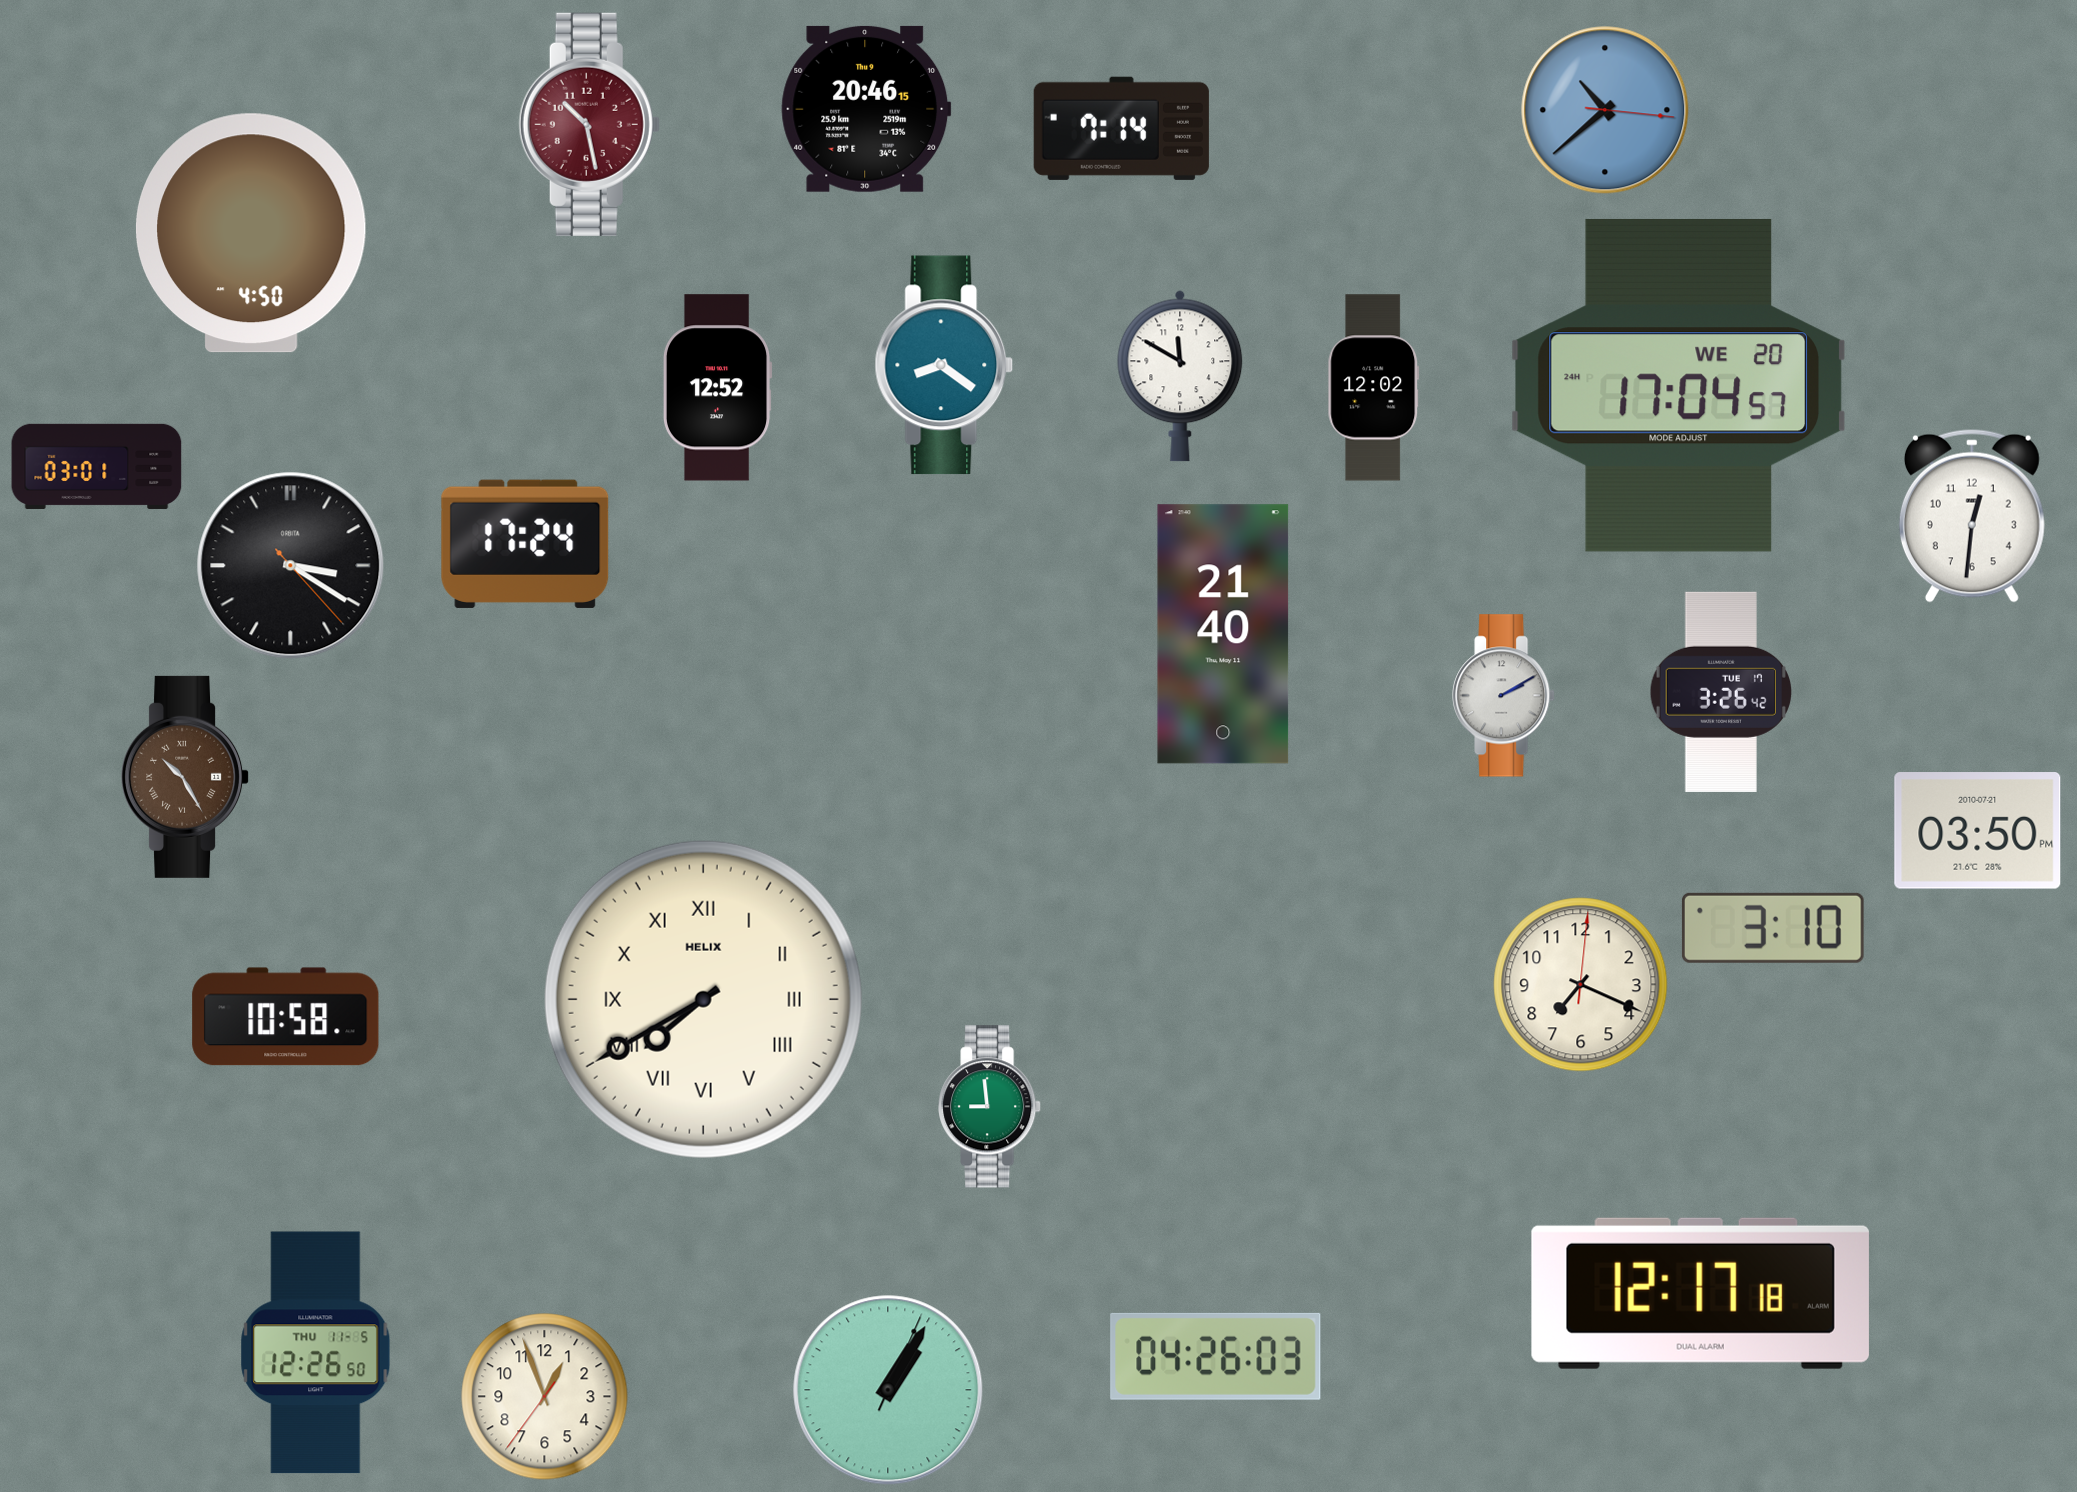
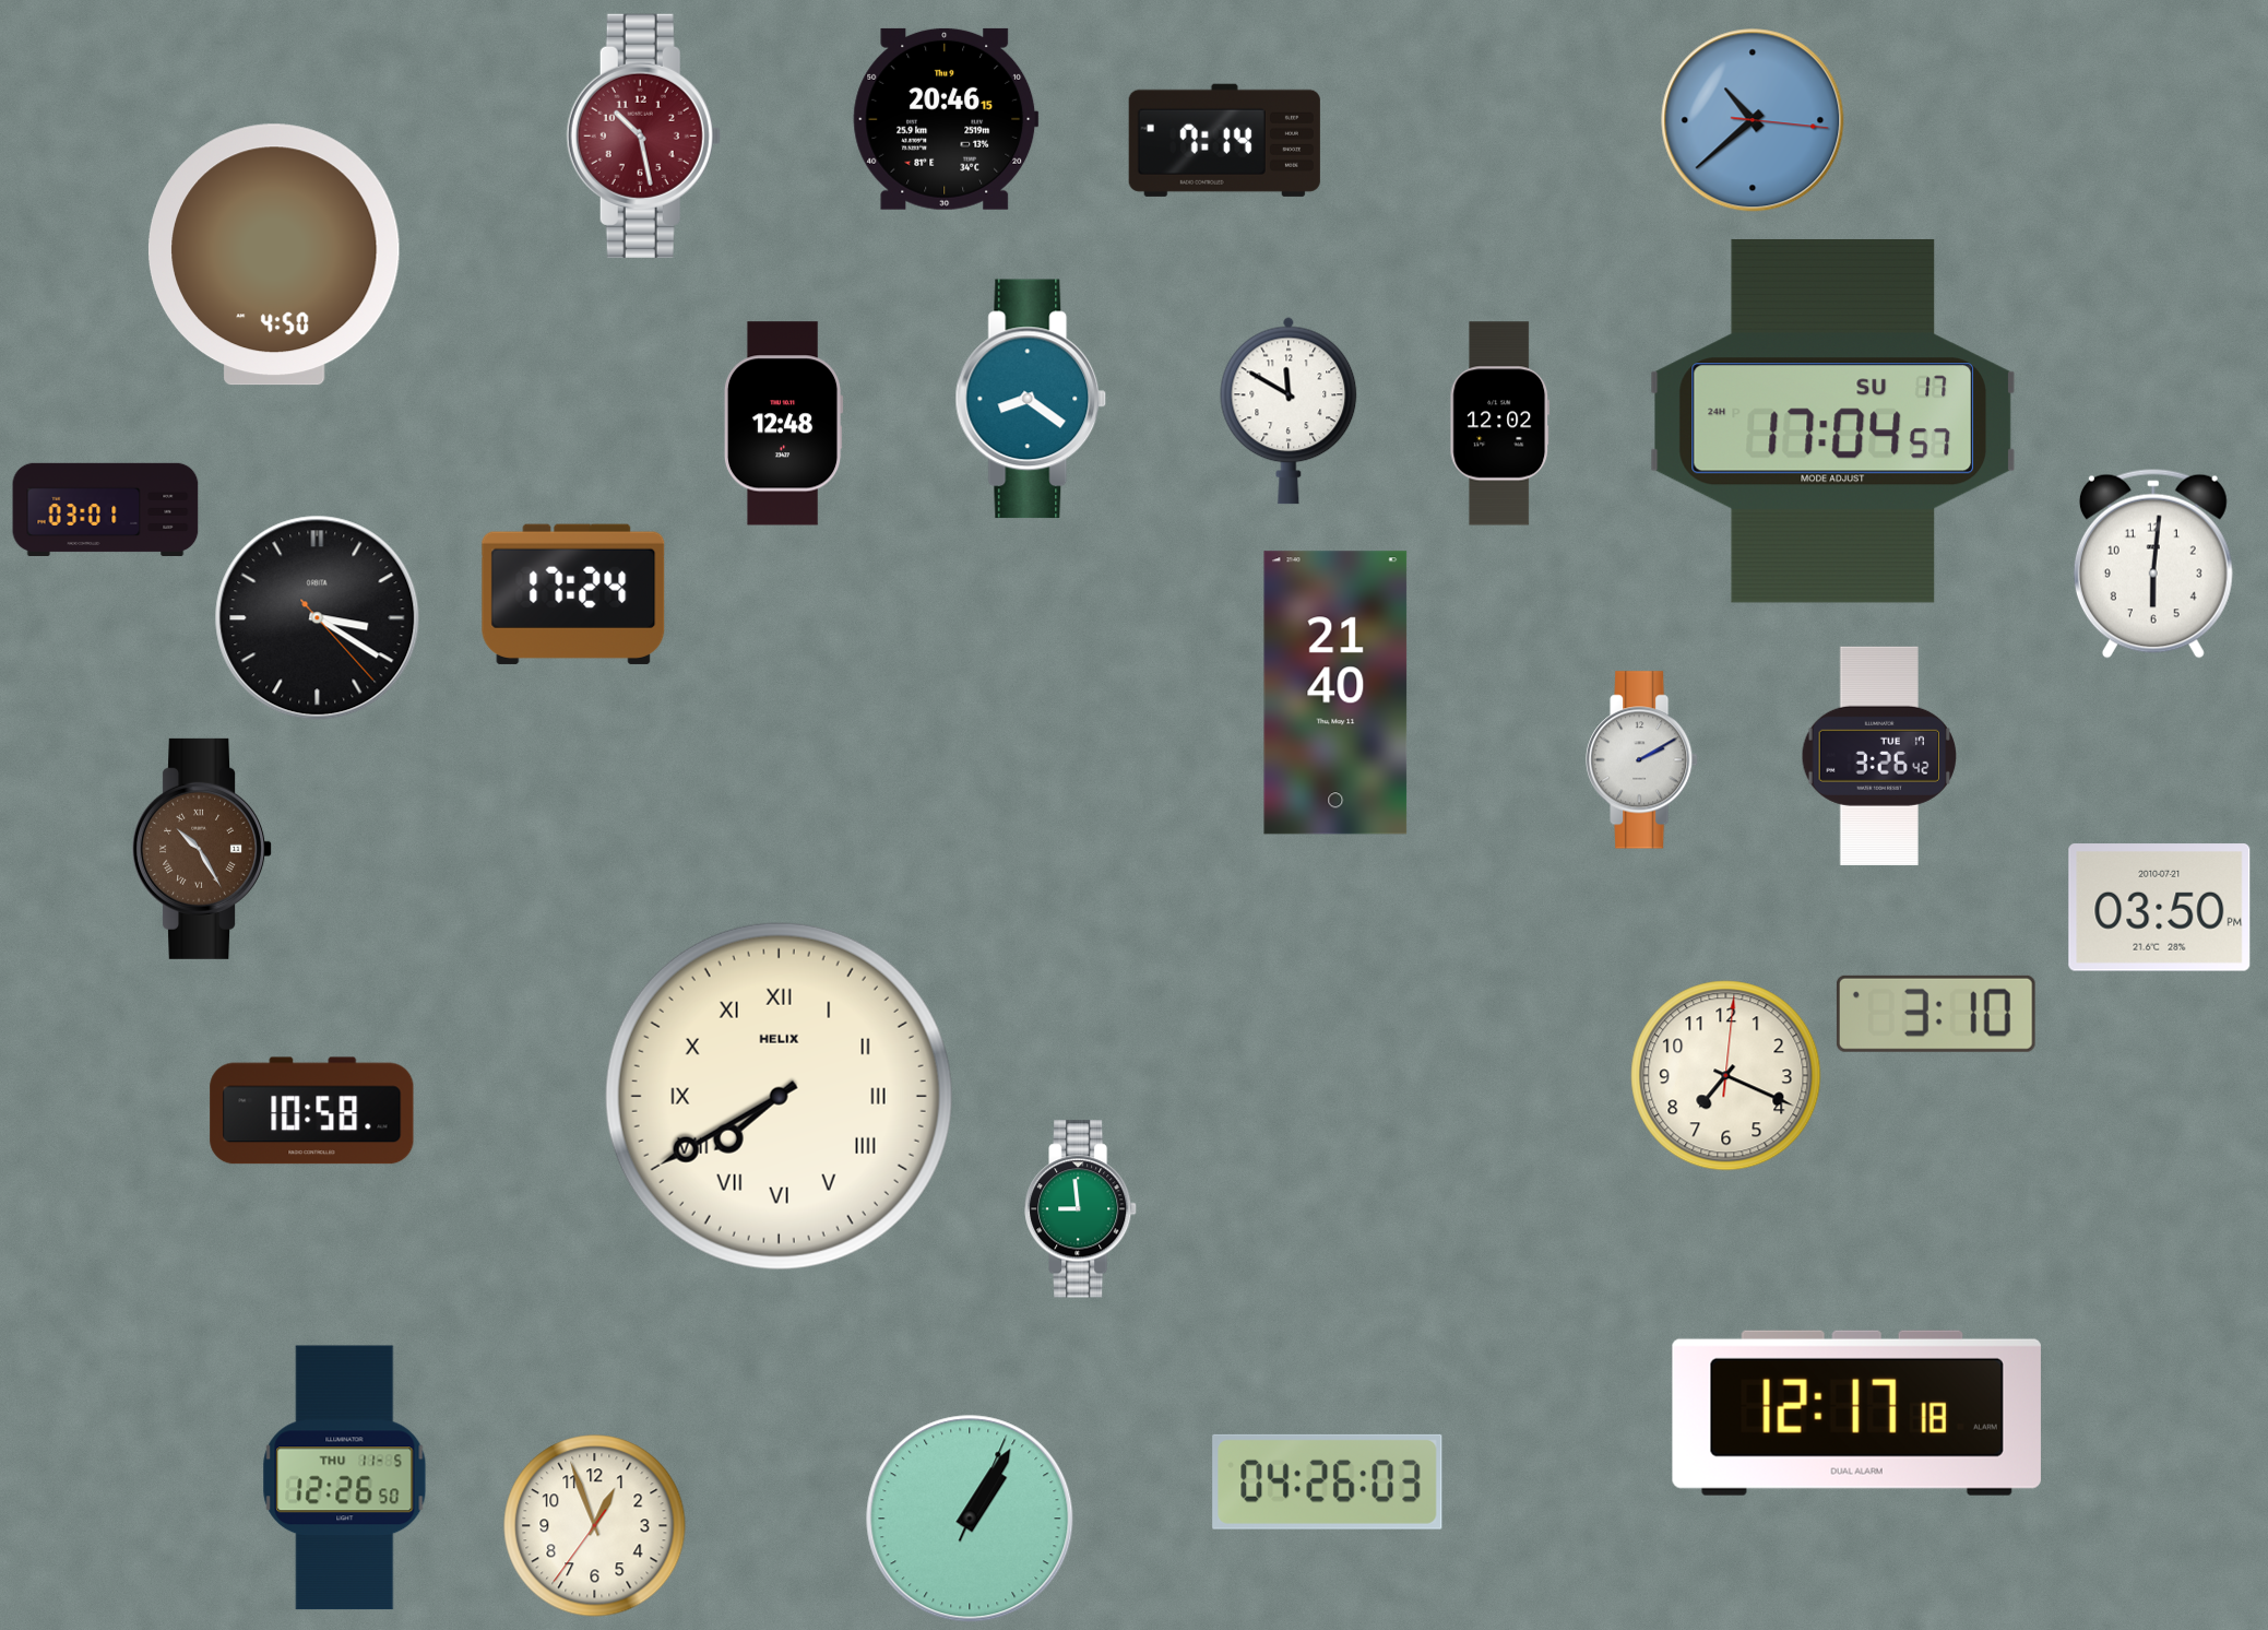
clock at (1678, 385) date: WE 20 -> SU 17
clock at (717, 388): 12:52 -> 12:48
clock at (1972, 516): 12:31 -> 6:01
clock at (703, 999) position: (703, 999) -> (779, 1096)
